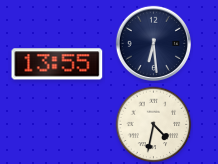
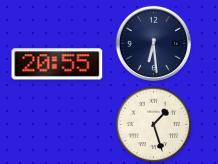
clock at (57, 64): 13:55 -> 20:55
clock at (154, 125): 4:32 -> 1:27
